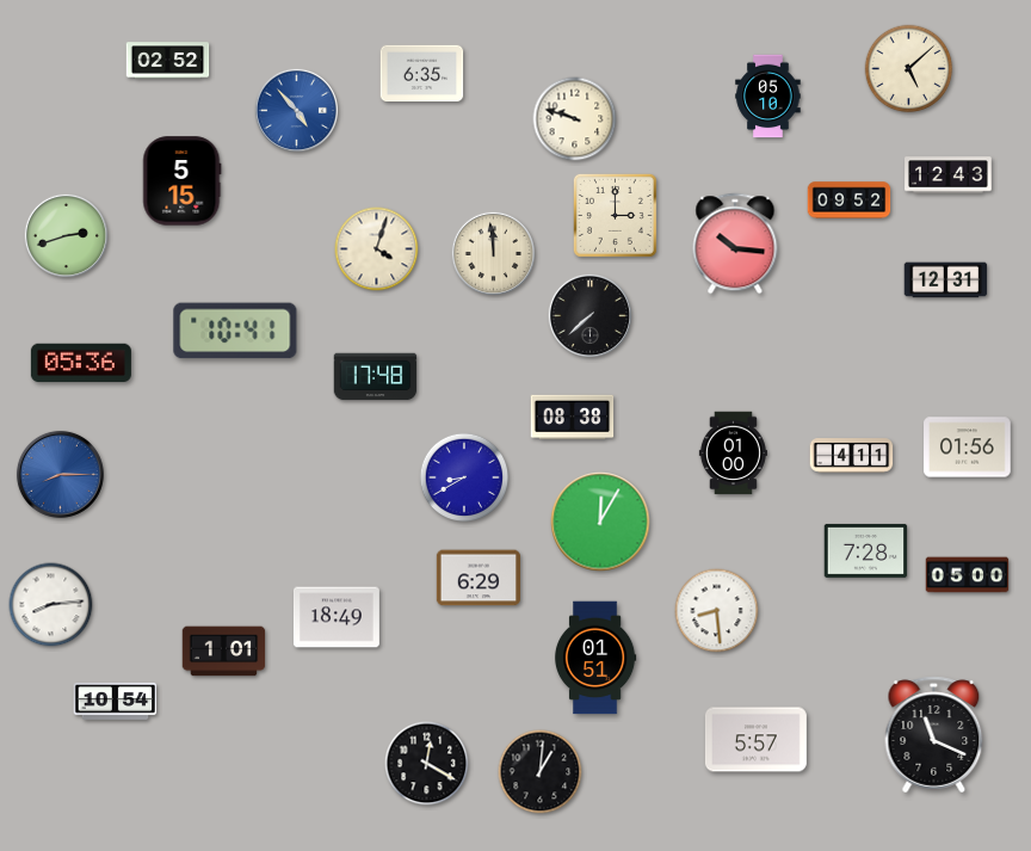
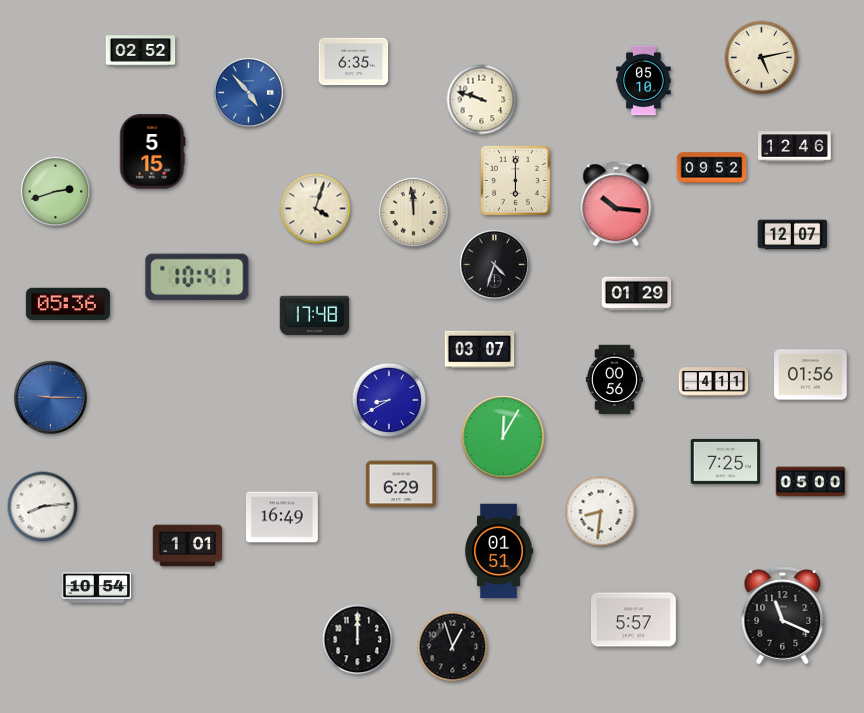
clock at (909, 69): 5:08 -> 5:13
clock at (949, 175): 12:43 -> 12:46
clock at (615, 215): 3:00 -> 6:00
clock at (66, 235) position: (66, 235) -> (55, 191)
clock at (946, 280): 12:31 -> 12:07
clock at (589, 315): 7:38 -> 4:33
clock at (637, 294): none -> 01:29
clock at (573, 418): 08:38 -> 03:07
clock at (733, 454): 01:00 -> 00:56
clock at (60, 474): 8:15 -> 9:15
clock at (866, 550): 7:28 -> 7:25
clock at (717, 611): 8:29 -> 8:31
clock at (337, 617): 18:49 -> 16:49
clock at (427, 764): 12:20 -> 12:00
clock at (541, 772): 1:01 -> 12:57
